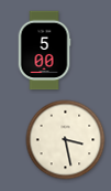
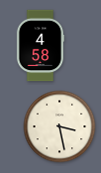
clock at (44, 51): 5:00 -> 4:58
